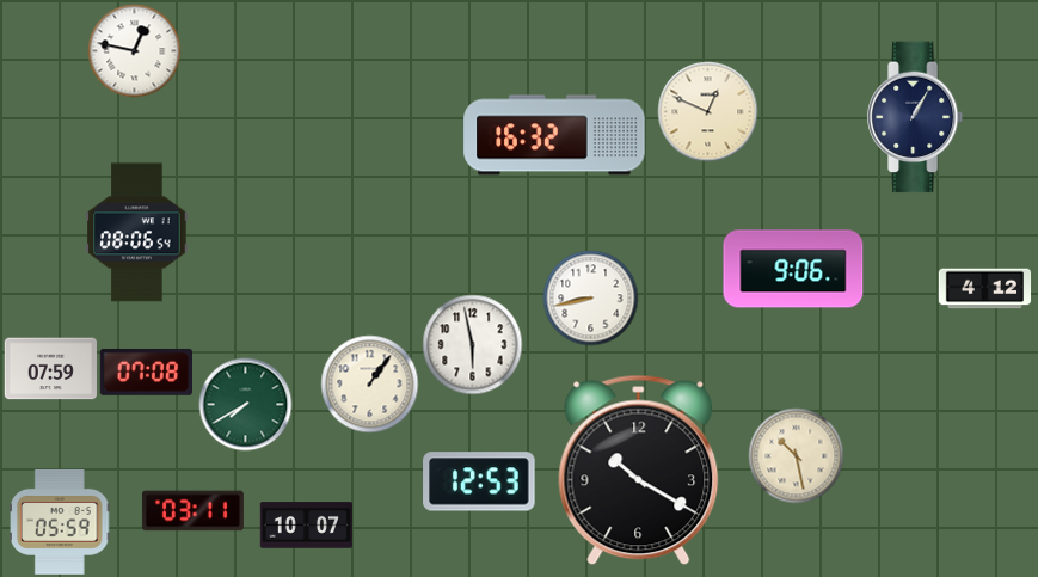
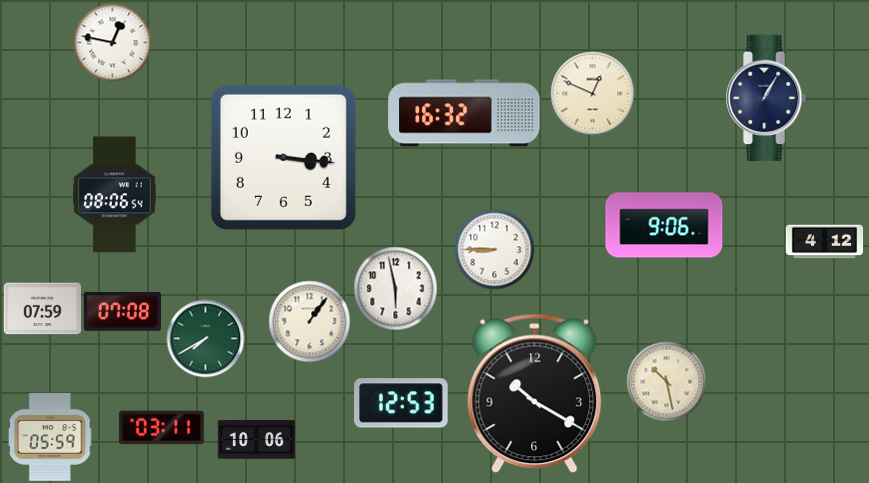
clock at (283, 157): none -> 3:16
clock at (590, 297): 8:43 -> 8:45
clock at (306, 526): 10:07 -> 10:06
